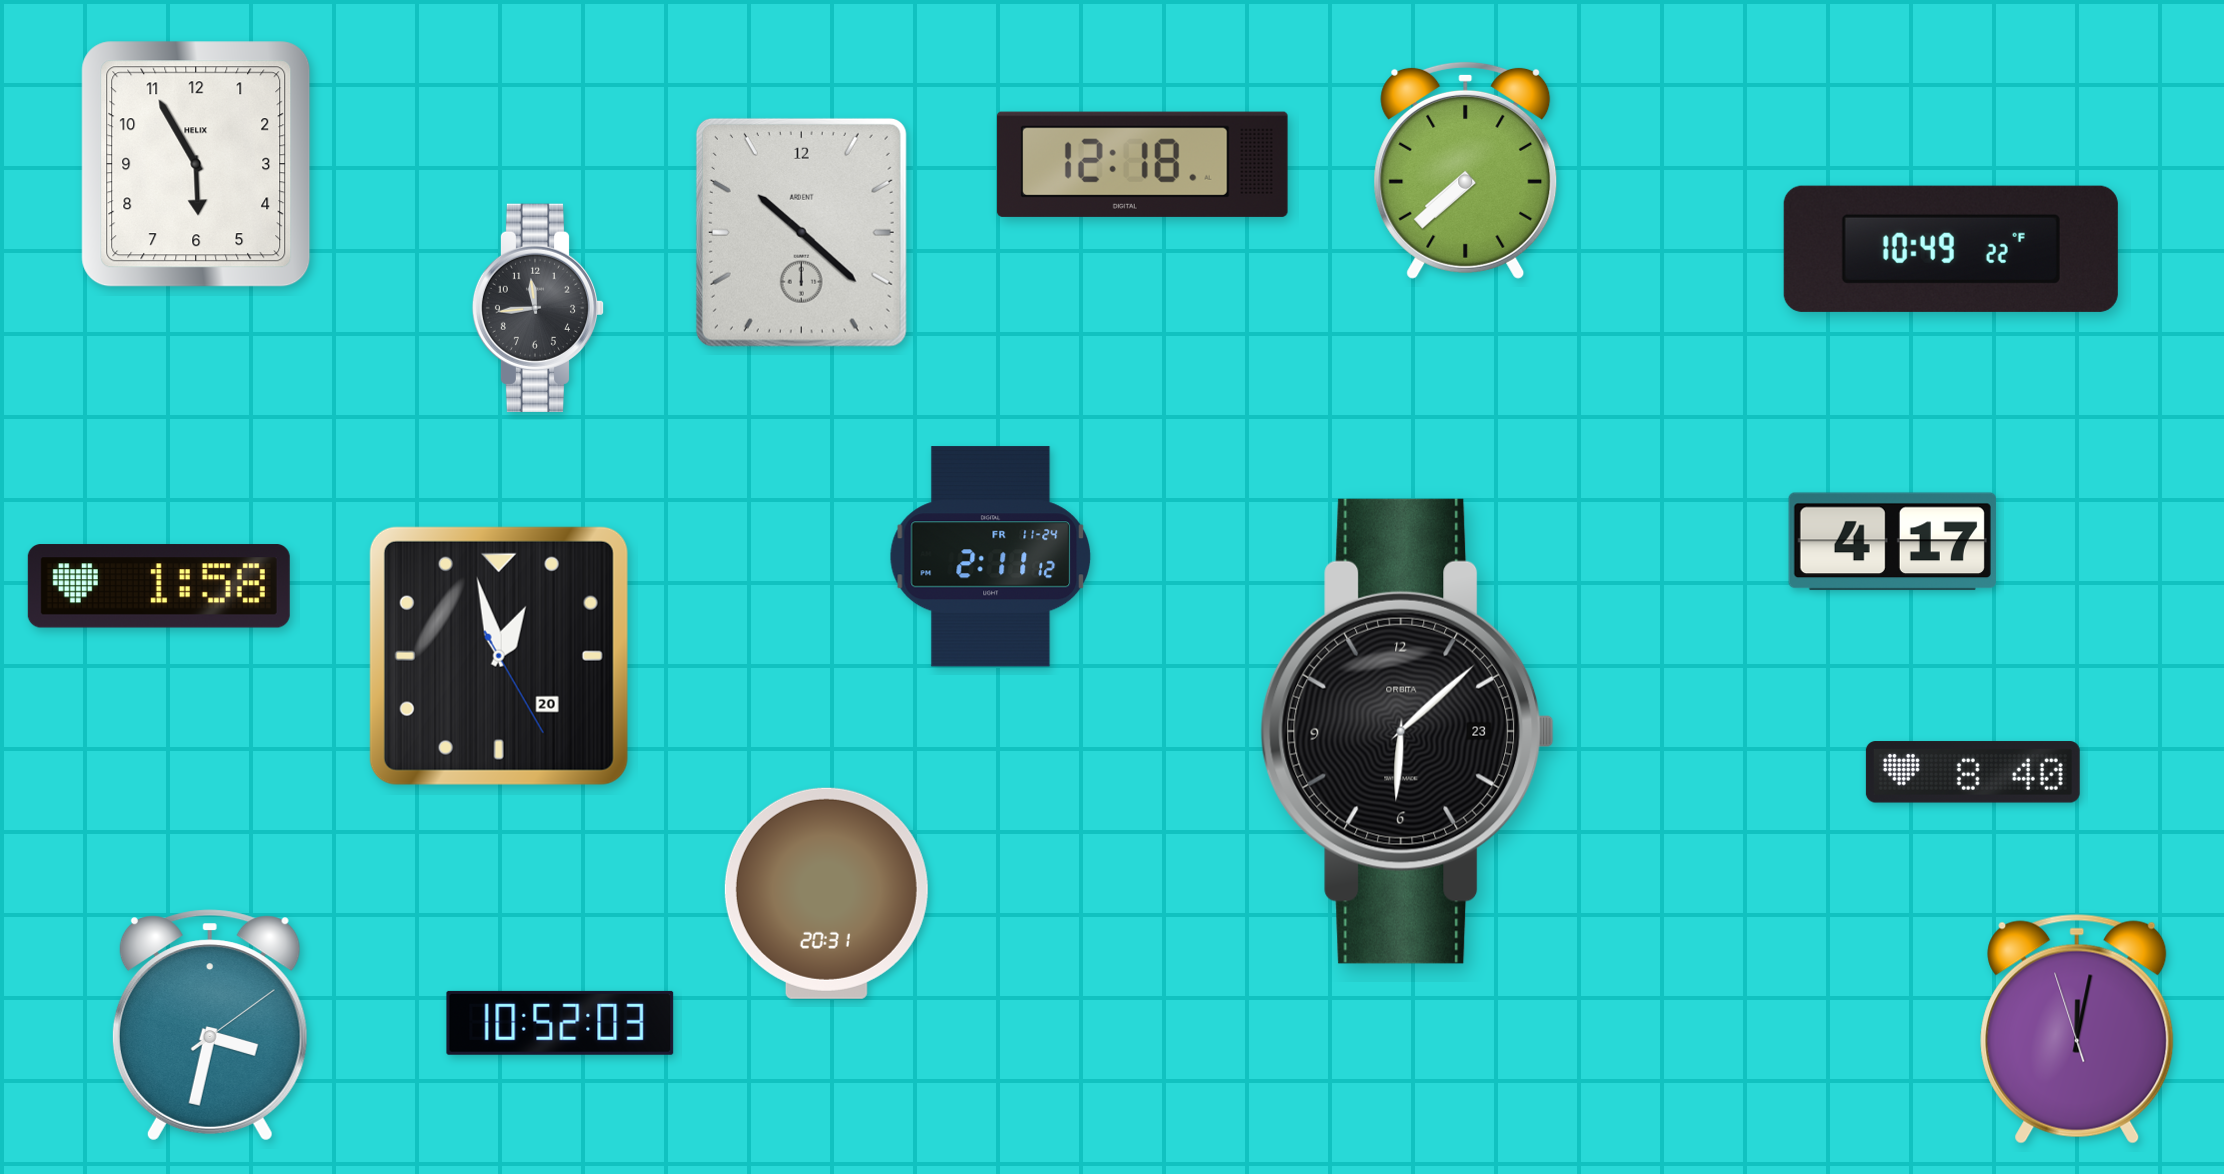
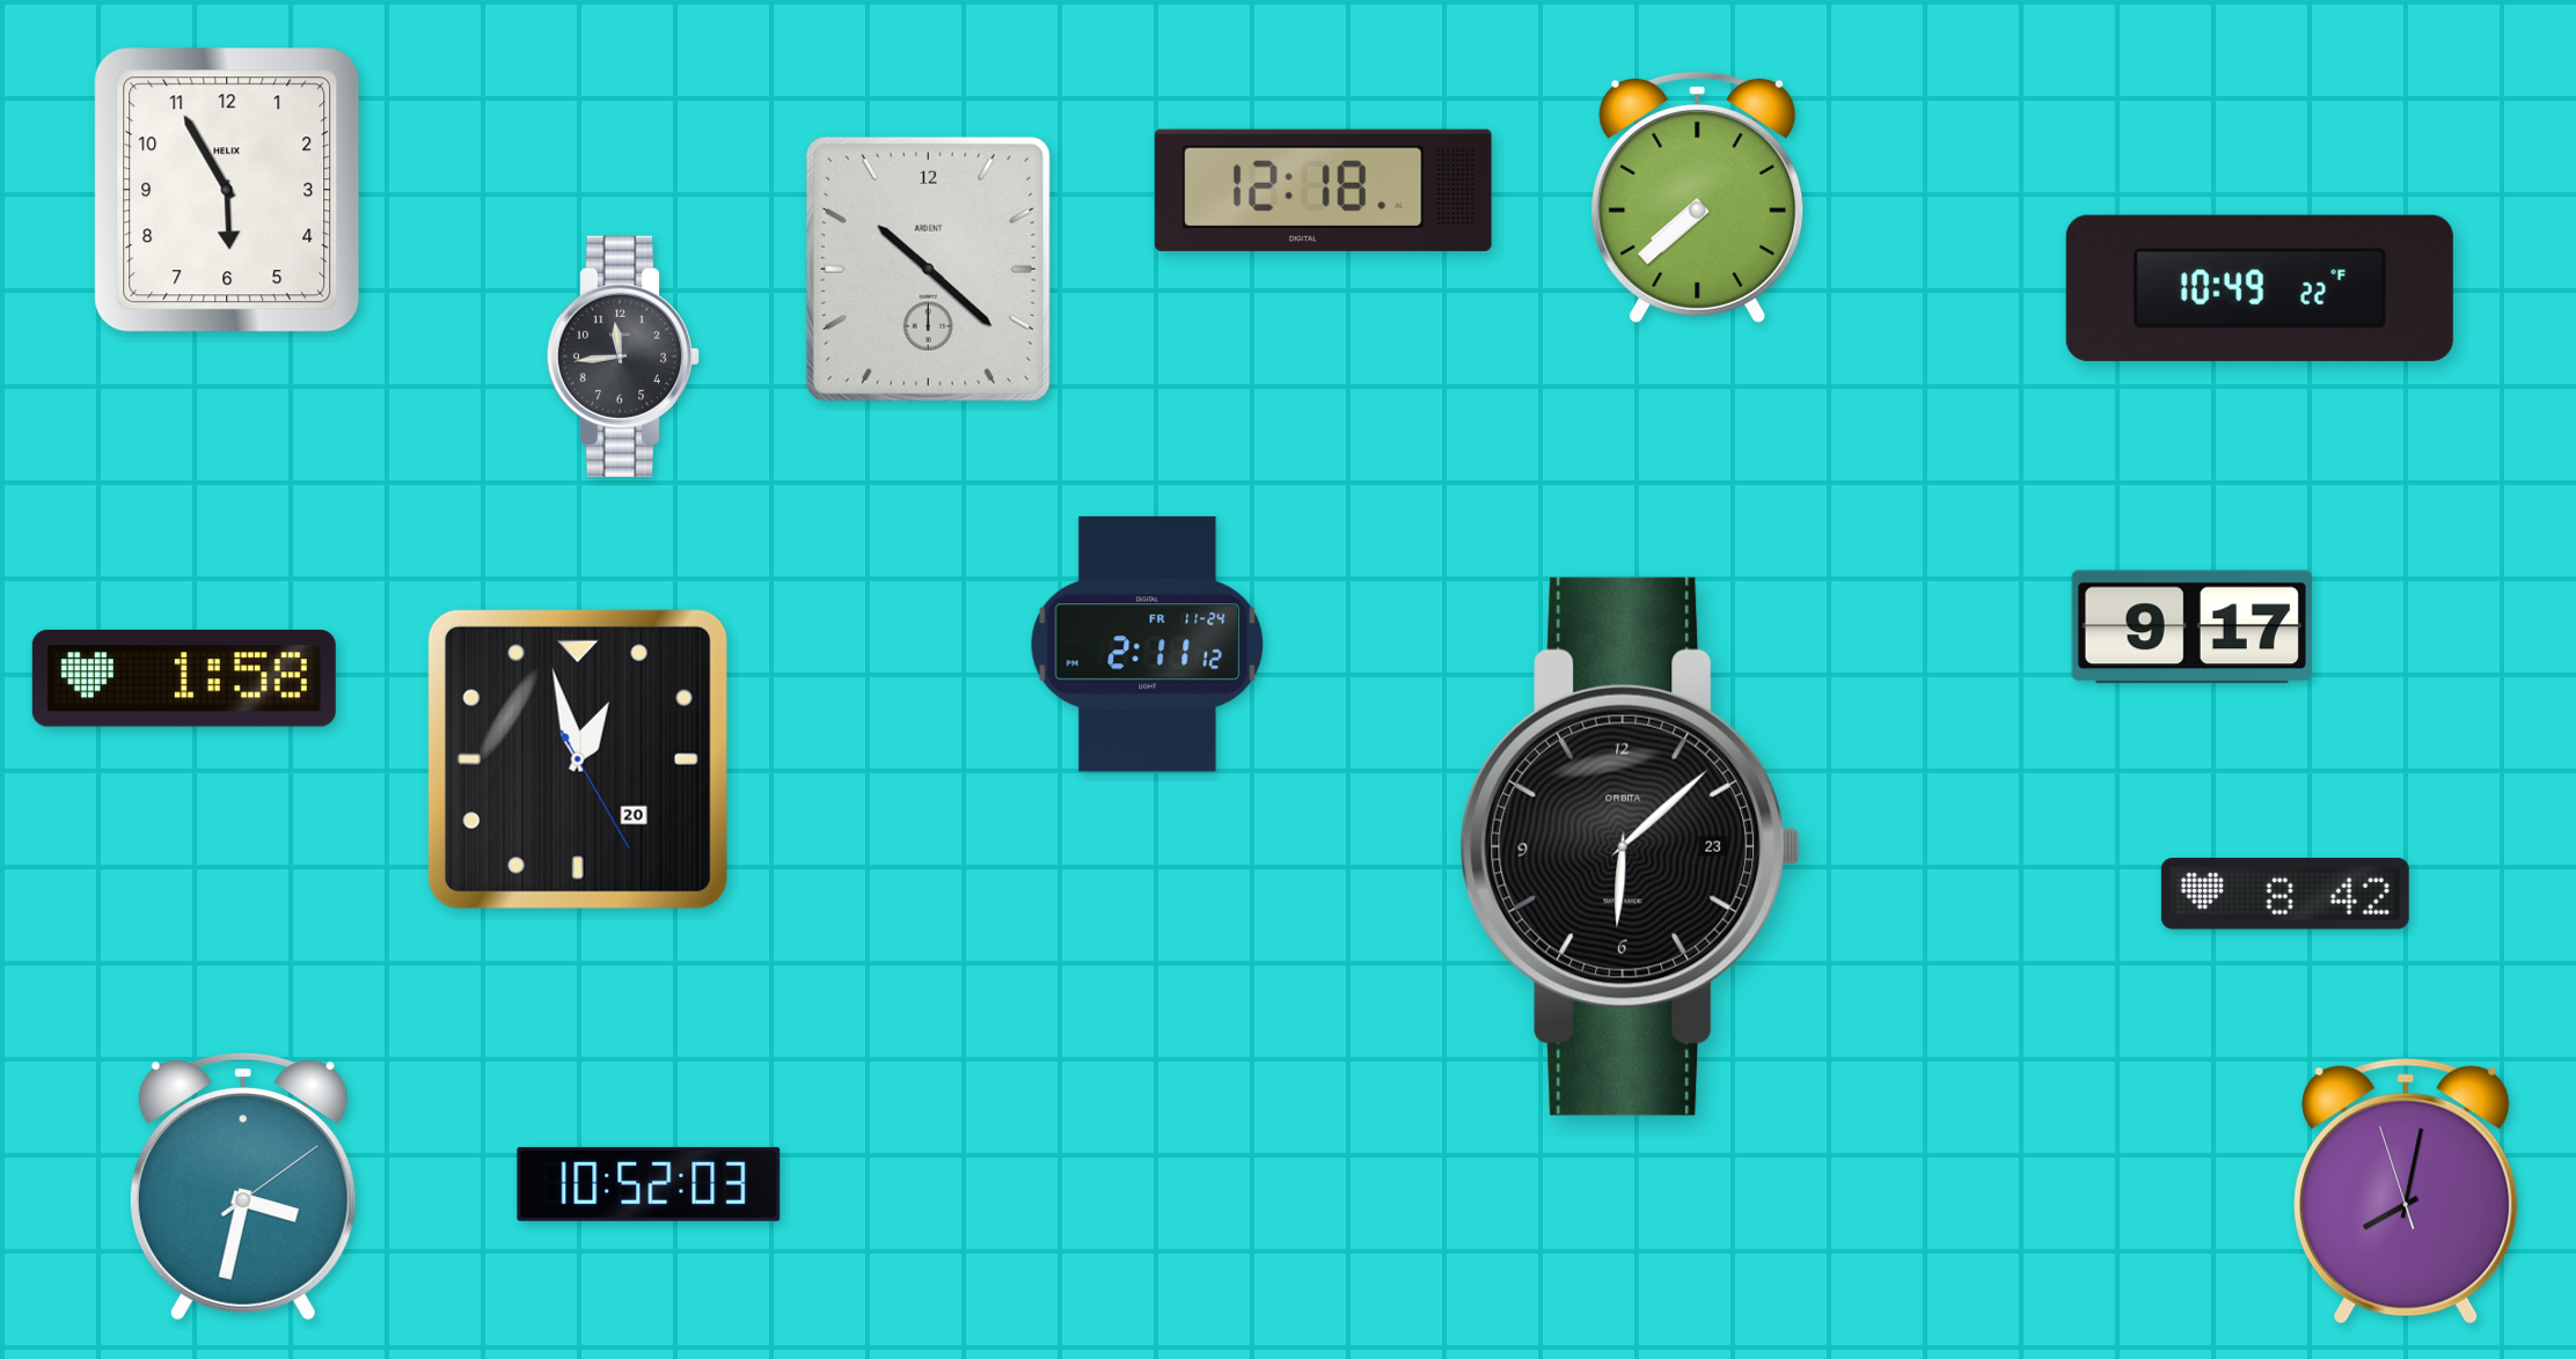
clock at (1892, 542): 4:17 -> 9:17
clock at (1973, 772): 8:40 -> 8:42
clock at (826, 893): 20:31 -> none
clock at (2077, 1029): 12:01 -> 8:01
